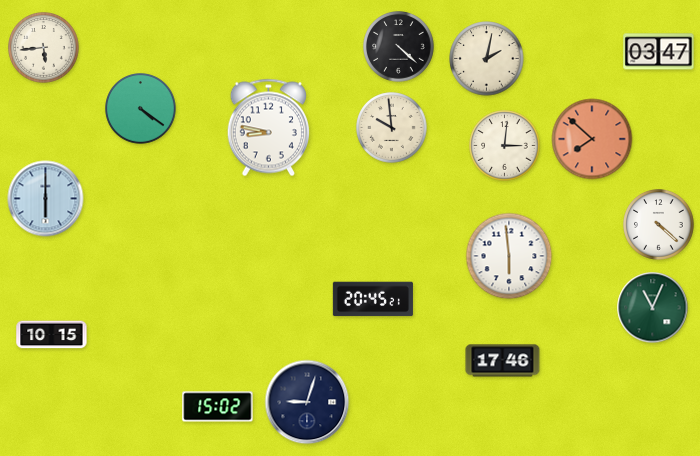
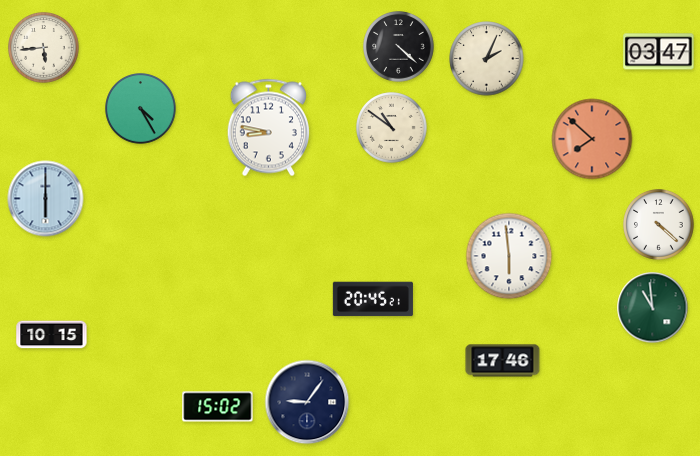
clock at (487, 59): 2:02 -> 2:04
clock at (141, 109): 4:21 -> 4:25
clock at (392, 128): 9:59 -> 10:51
clock at (505, 146): 3:01 -> none
clock at (653, 308): 11:04 -> 10:59
clock at (307, 402): 9:03 -> 9:06
